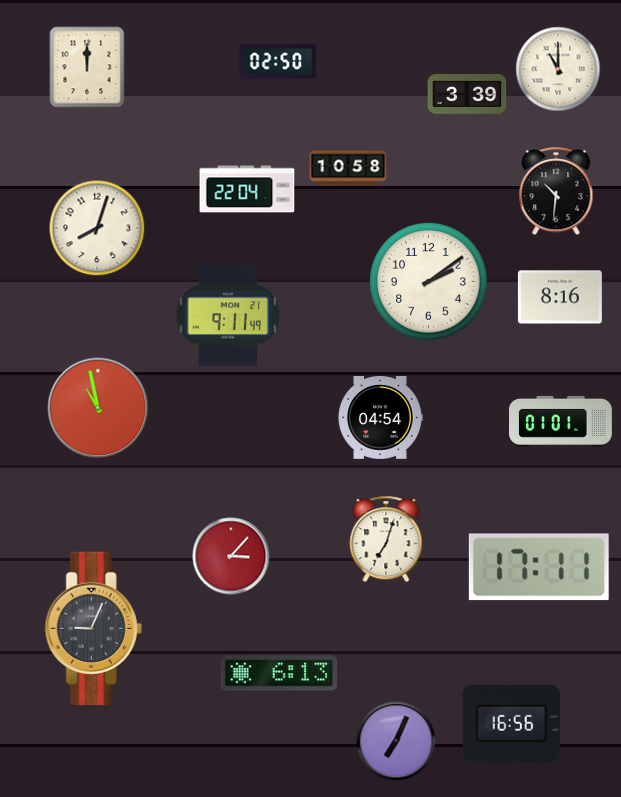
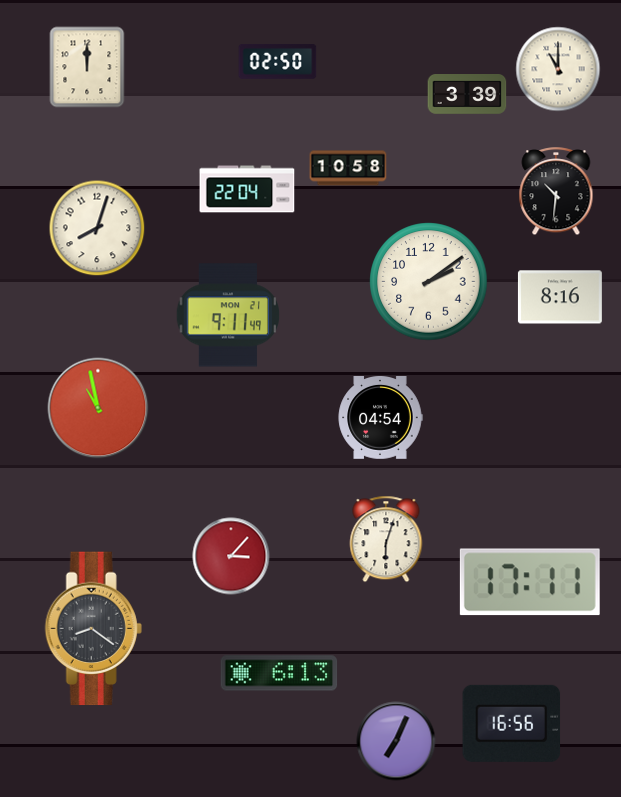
clock at (561, 421): 01:01 -> none
clock at (386, 539): 7:03 -> 6:03
clock at (539, 567) position: (539, 567) -> (530, 582)
clock at (93, 629): 9:04 -> 8:21
